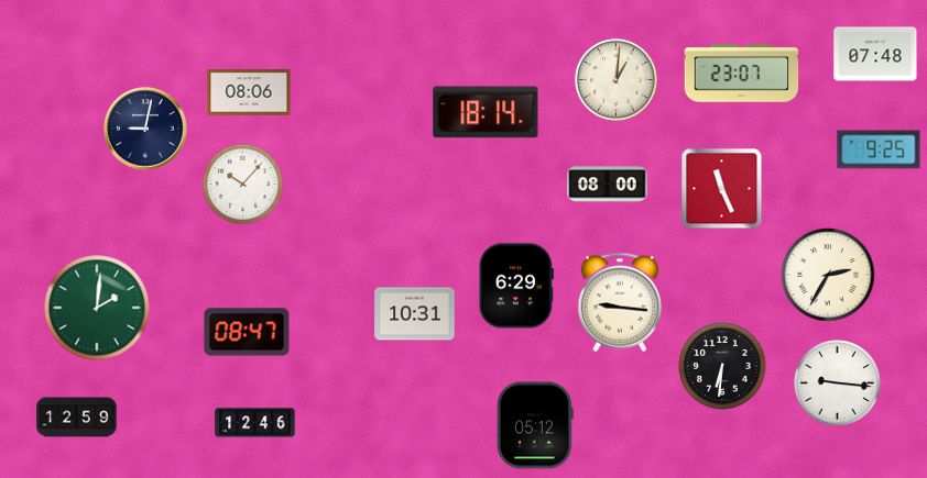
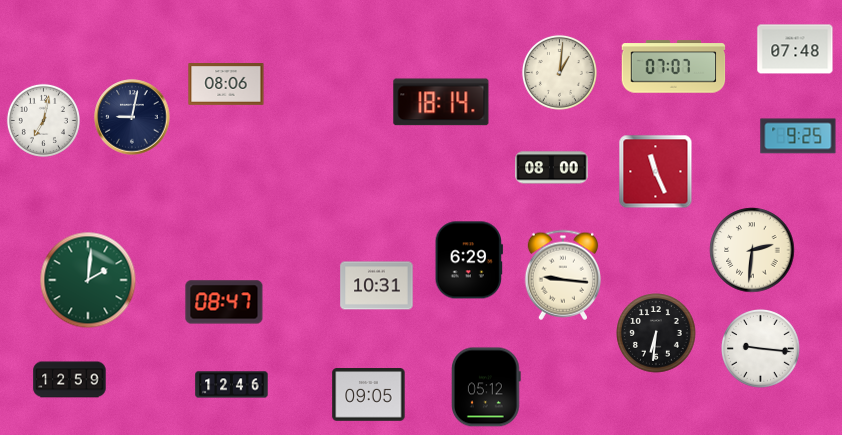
clock at (742, 74): 23:07 -> 07:07
clock at (43, 120): none -> 7:02
clock at (242, 184): 10:07 -> none
clock at (828, 275): 2:35 -> 2:31
clock at (369, 395): none -> 09:05
